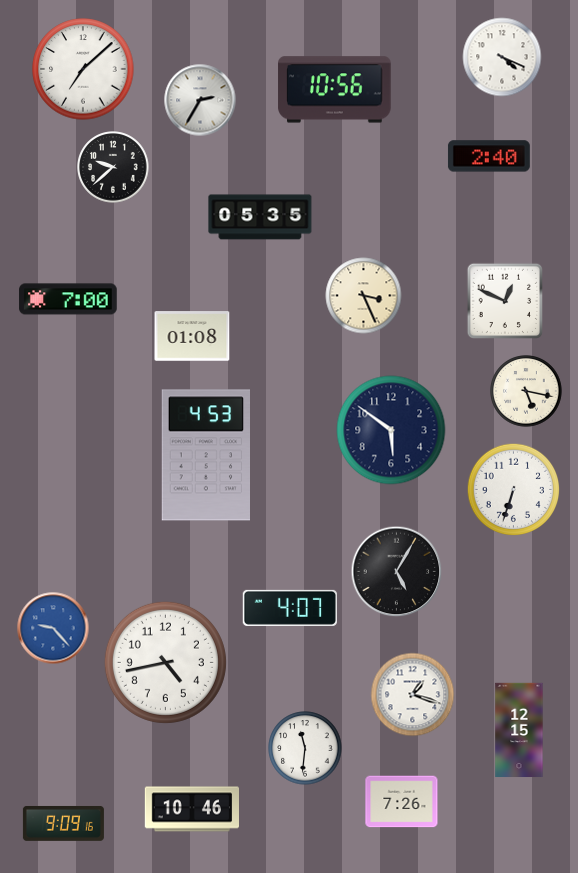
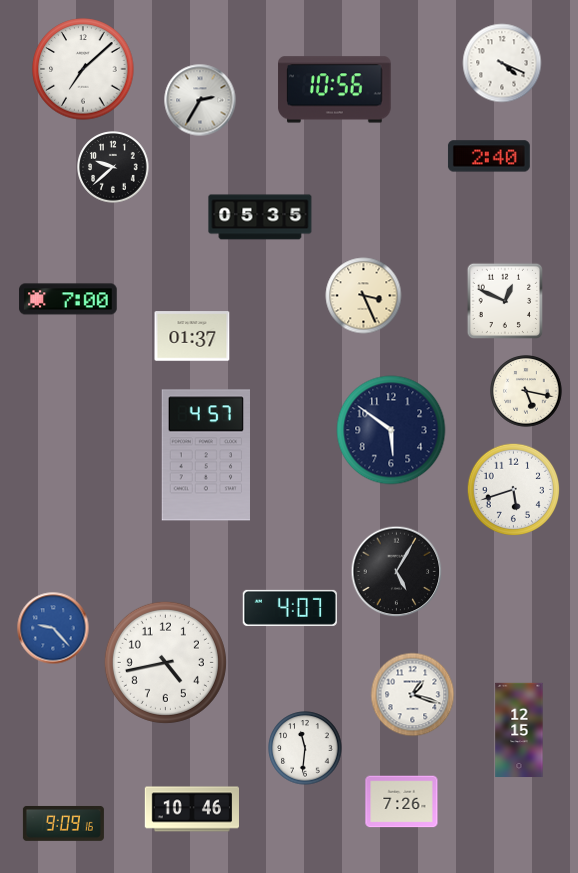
clock at (502, 57) position: (502, 57) -> (502, 63)
clock at (192, 336): 01:08 -> 01:37
clock at (205, 455): 4:53 -> 4:57
clock at (514, 490): 6:33 -> 5:42
